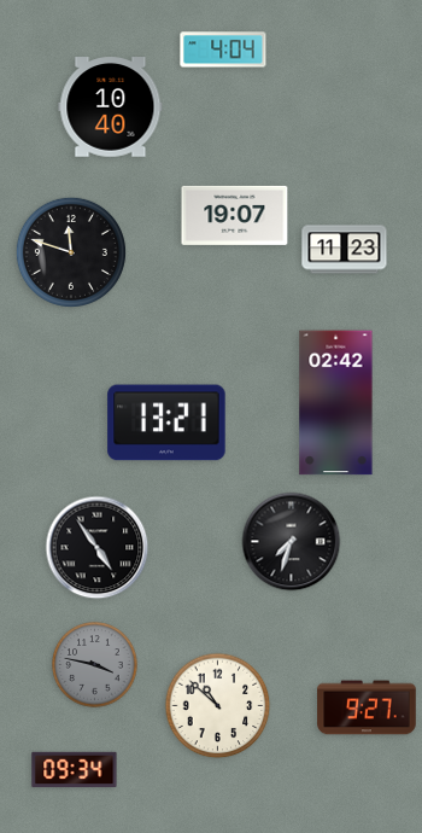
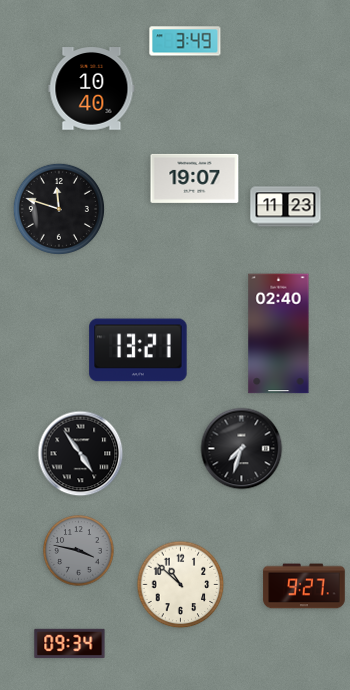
clock at (223, 49): 4:04 -> 3:49
clock at (336, 403): 02:42 -> 02:40
clock at (75, 770) position: (75, 770) -> (70, 644)
